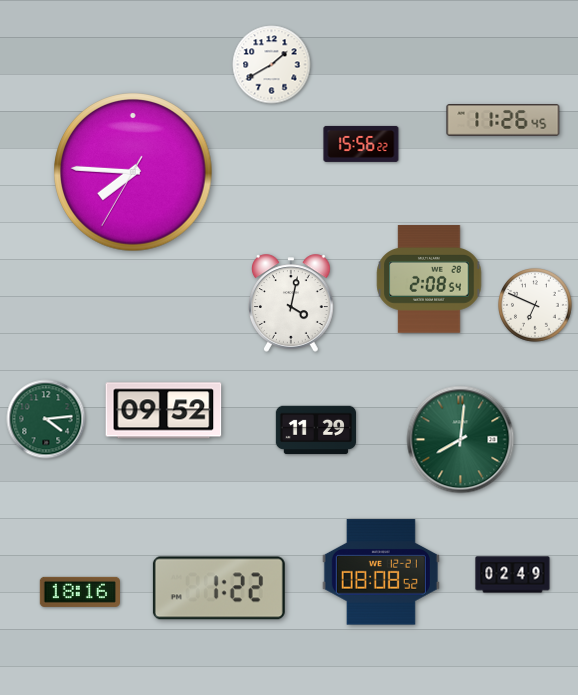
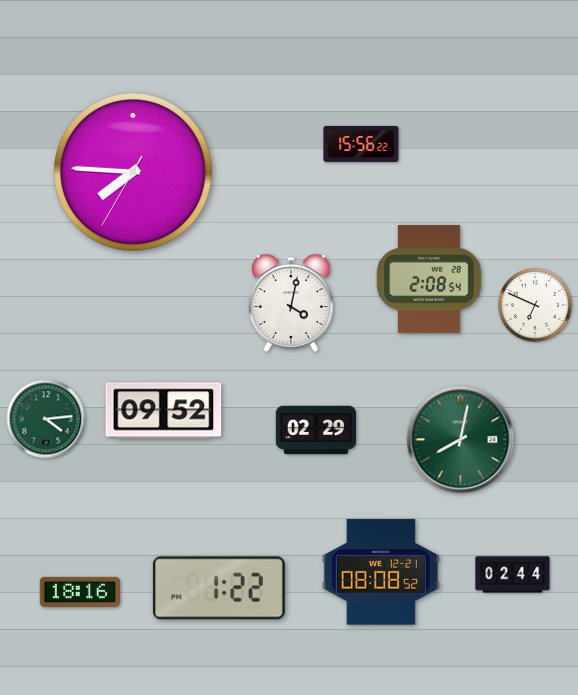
clock at (272, 65): 1:40 -> none
clock at (503, 121): 11:26 -> none
clock at (315, 430): 11:29 -> 02:29
clock at (461, 440): 8:01 -> 8:02
clock at (513, 575): 02:49 -> 02:44
